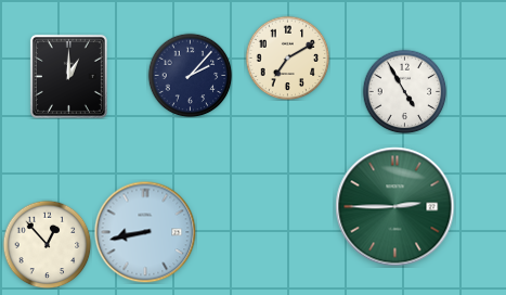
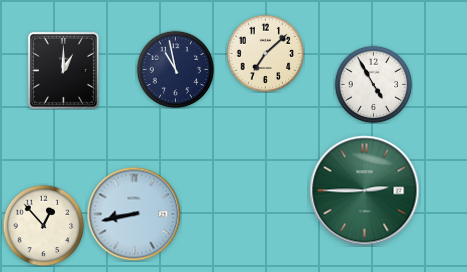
clock at (287, 57): 7:10 -> 7:08
clock at (190, 75): 2:07 -> 10:58
